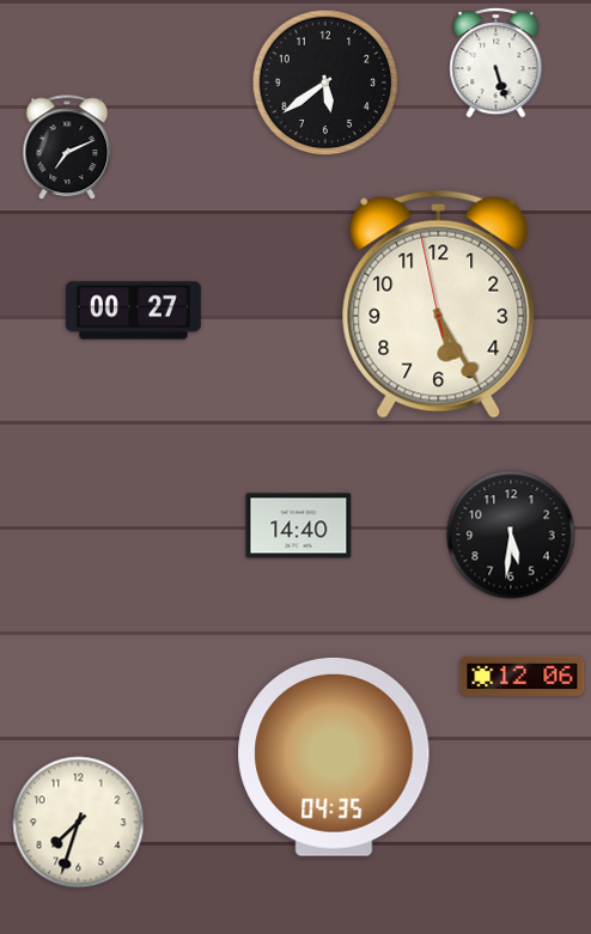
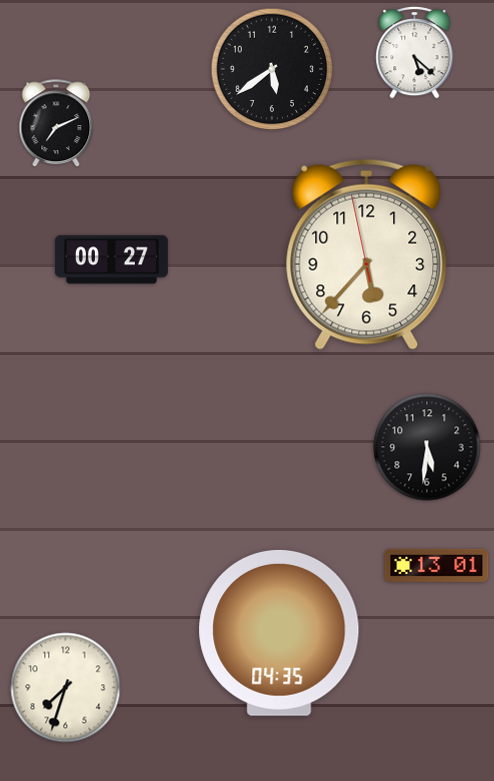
clock at (496, 62): 5:27 -> 5:22
clock at (439, 304): 5:24 -> 5:36
clock at (299, 526): 14:40 -> none
clock at (523, 676): 12:06 -> 13:01
